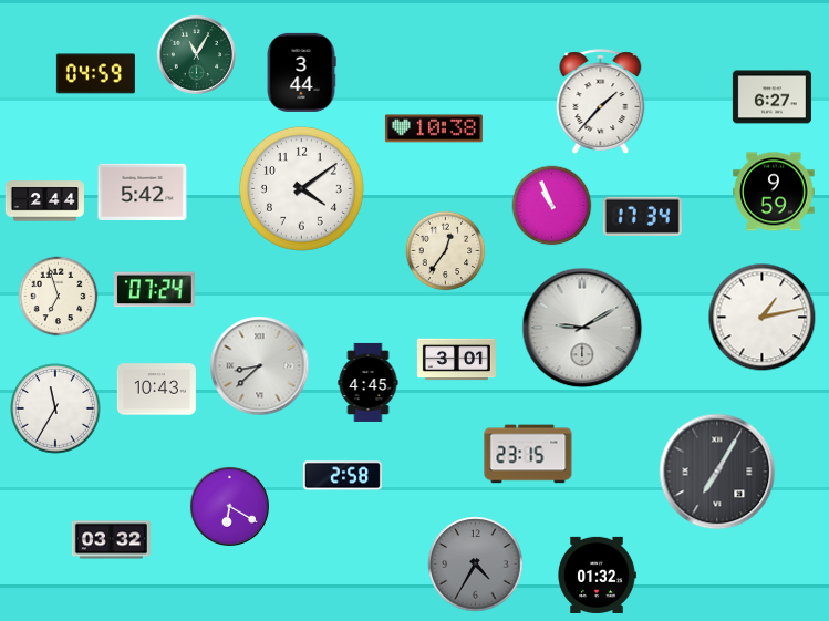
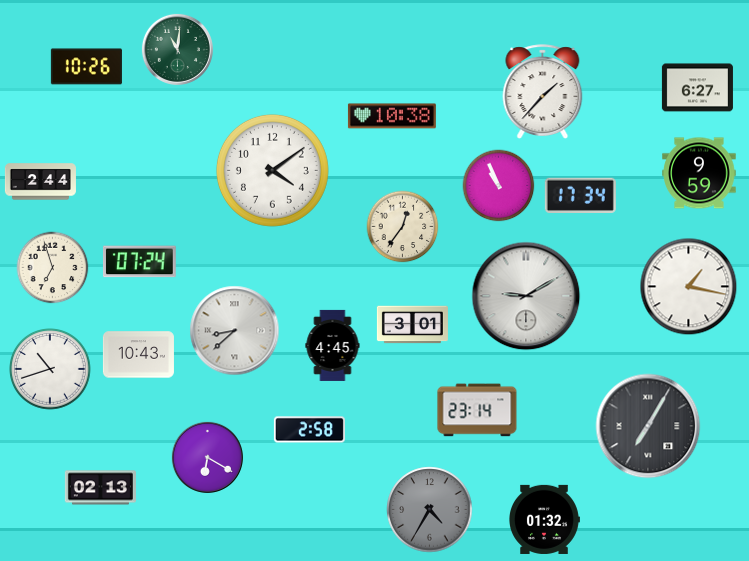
clock at (196, 54): 11:05 -> 11:01
clock at (301, 72): 3:44 -> none
clock at (95, 74): 04:59 -> 10:26
clock at (143, 192): 5:42 -> none
clock at (763, 318): 1:13 -> 1:17
clock at (156, 390) position: (156, 390) -> (138, 355)
clock at (56, 410): 11:35 -> 10:42
clock at (528, 454): 23:15 -> 23:14
clock at (111, 540): 03:32 -> 02:13
clock at (598, 575) position: (598, 575) -> (545, 519)
